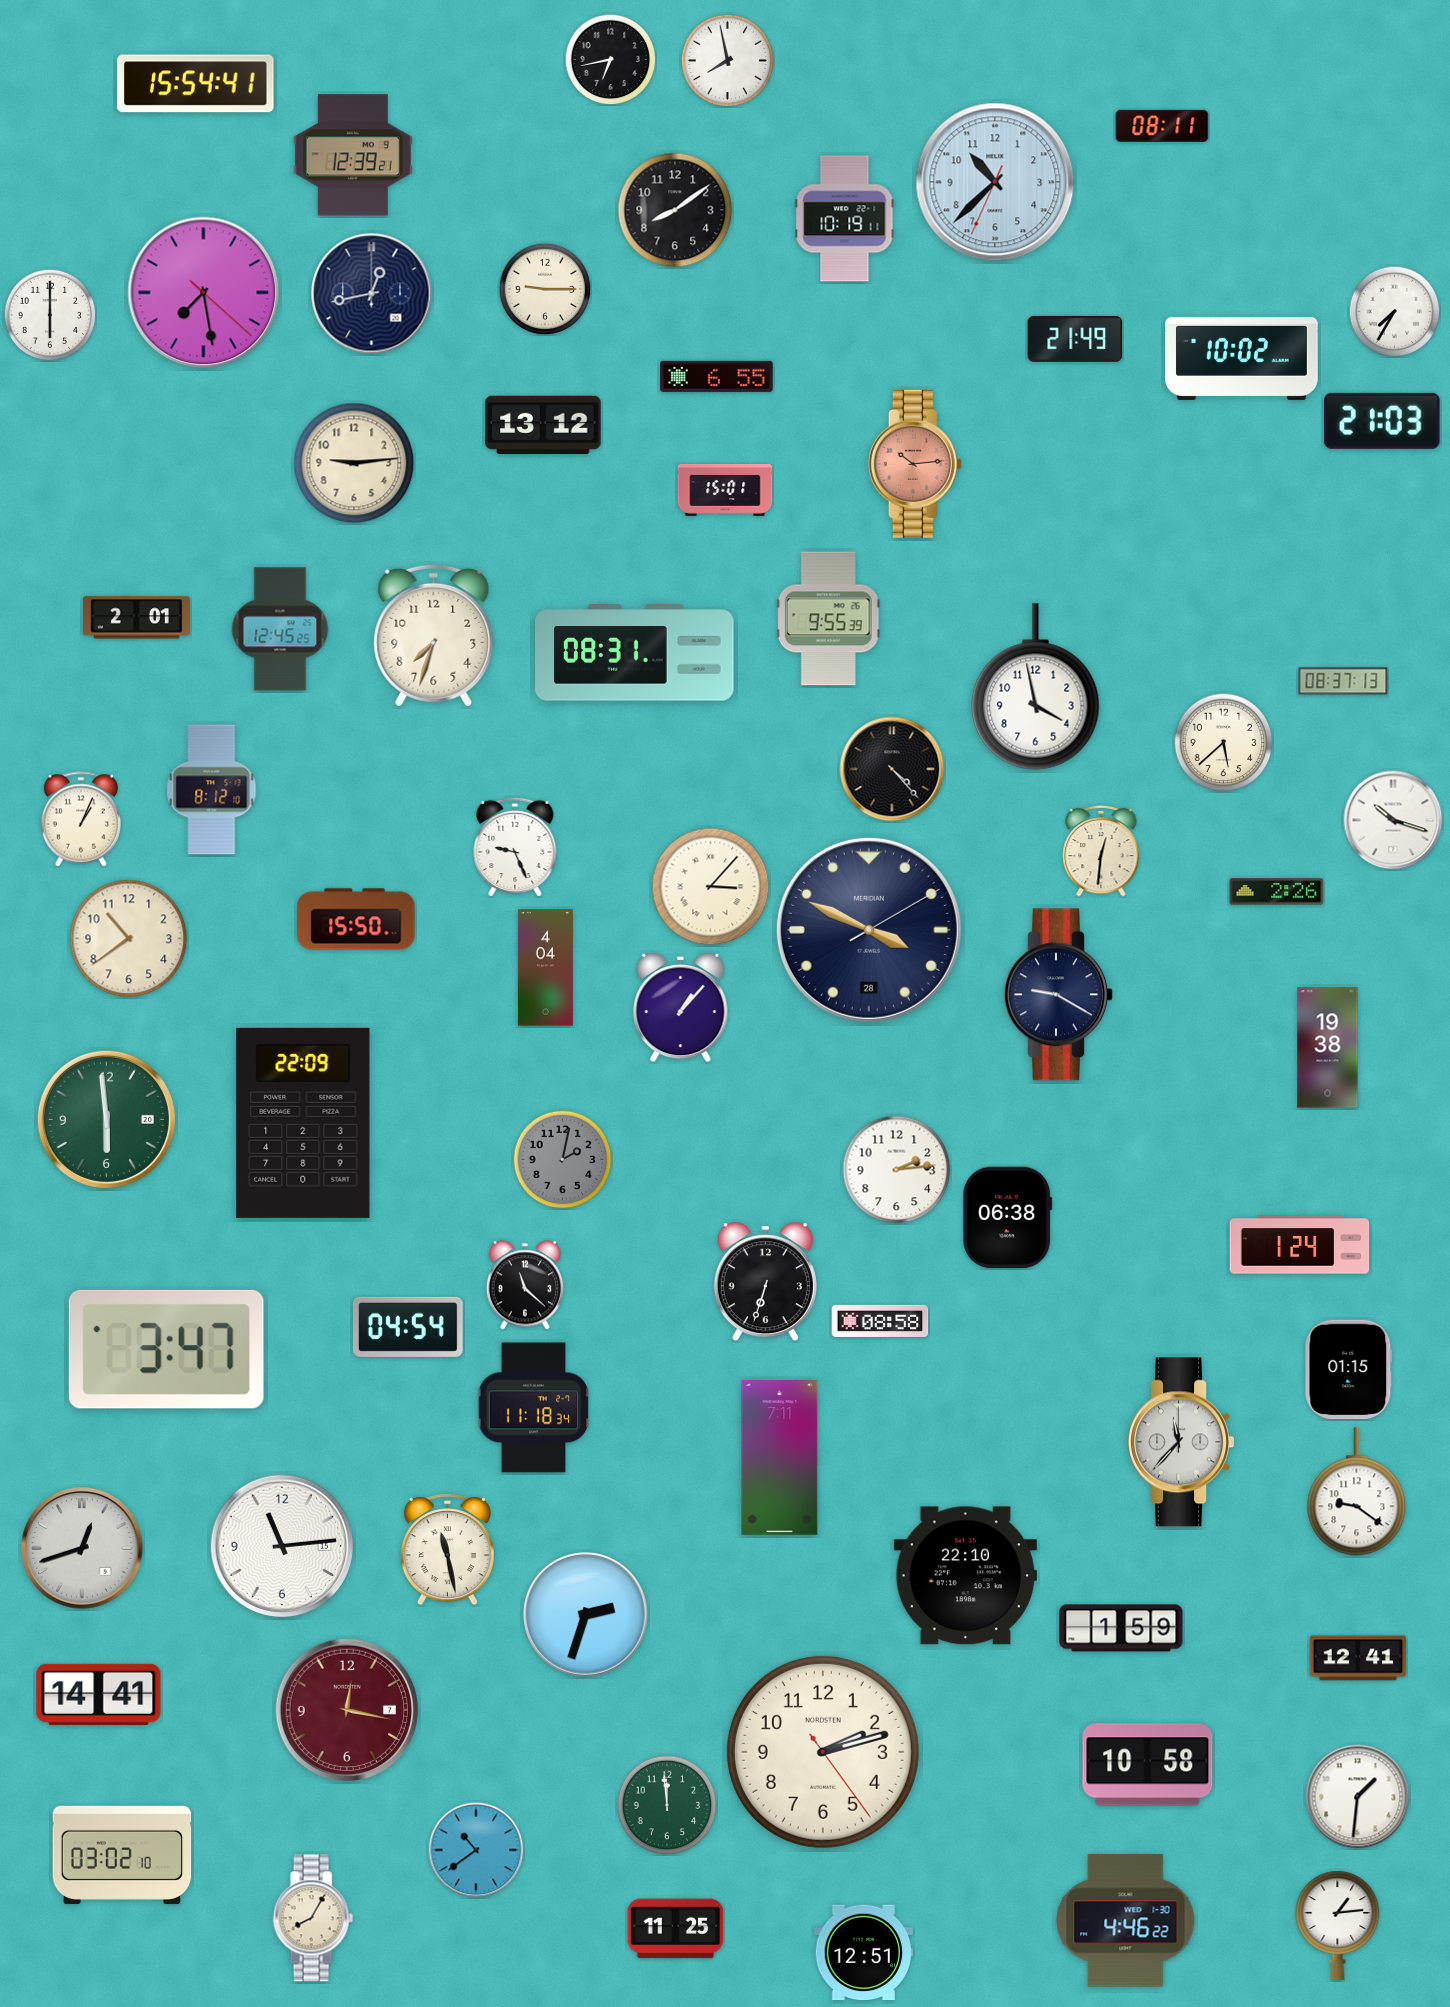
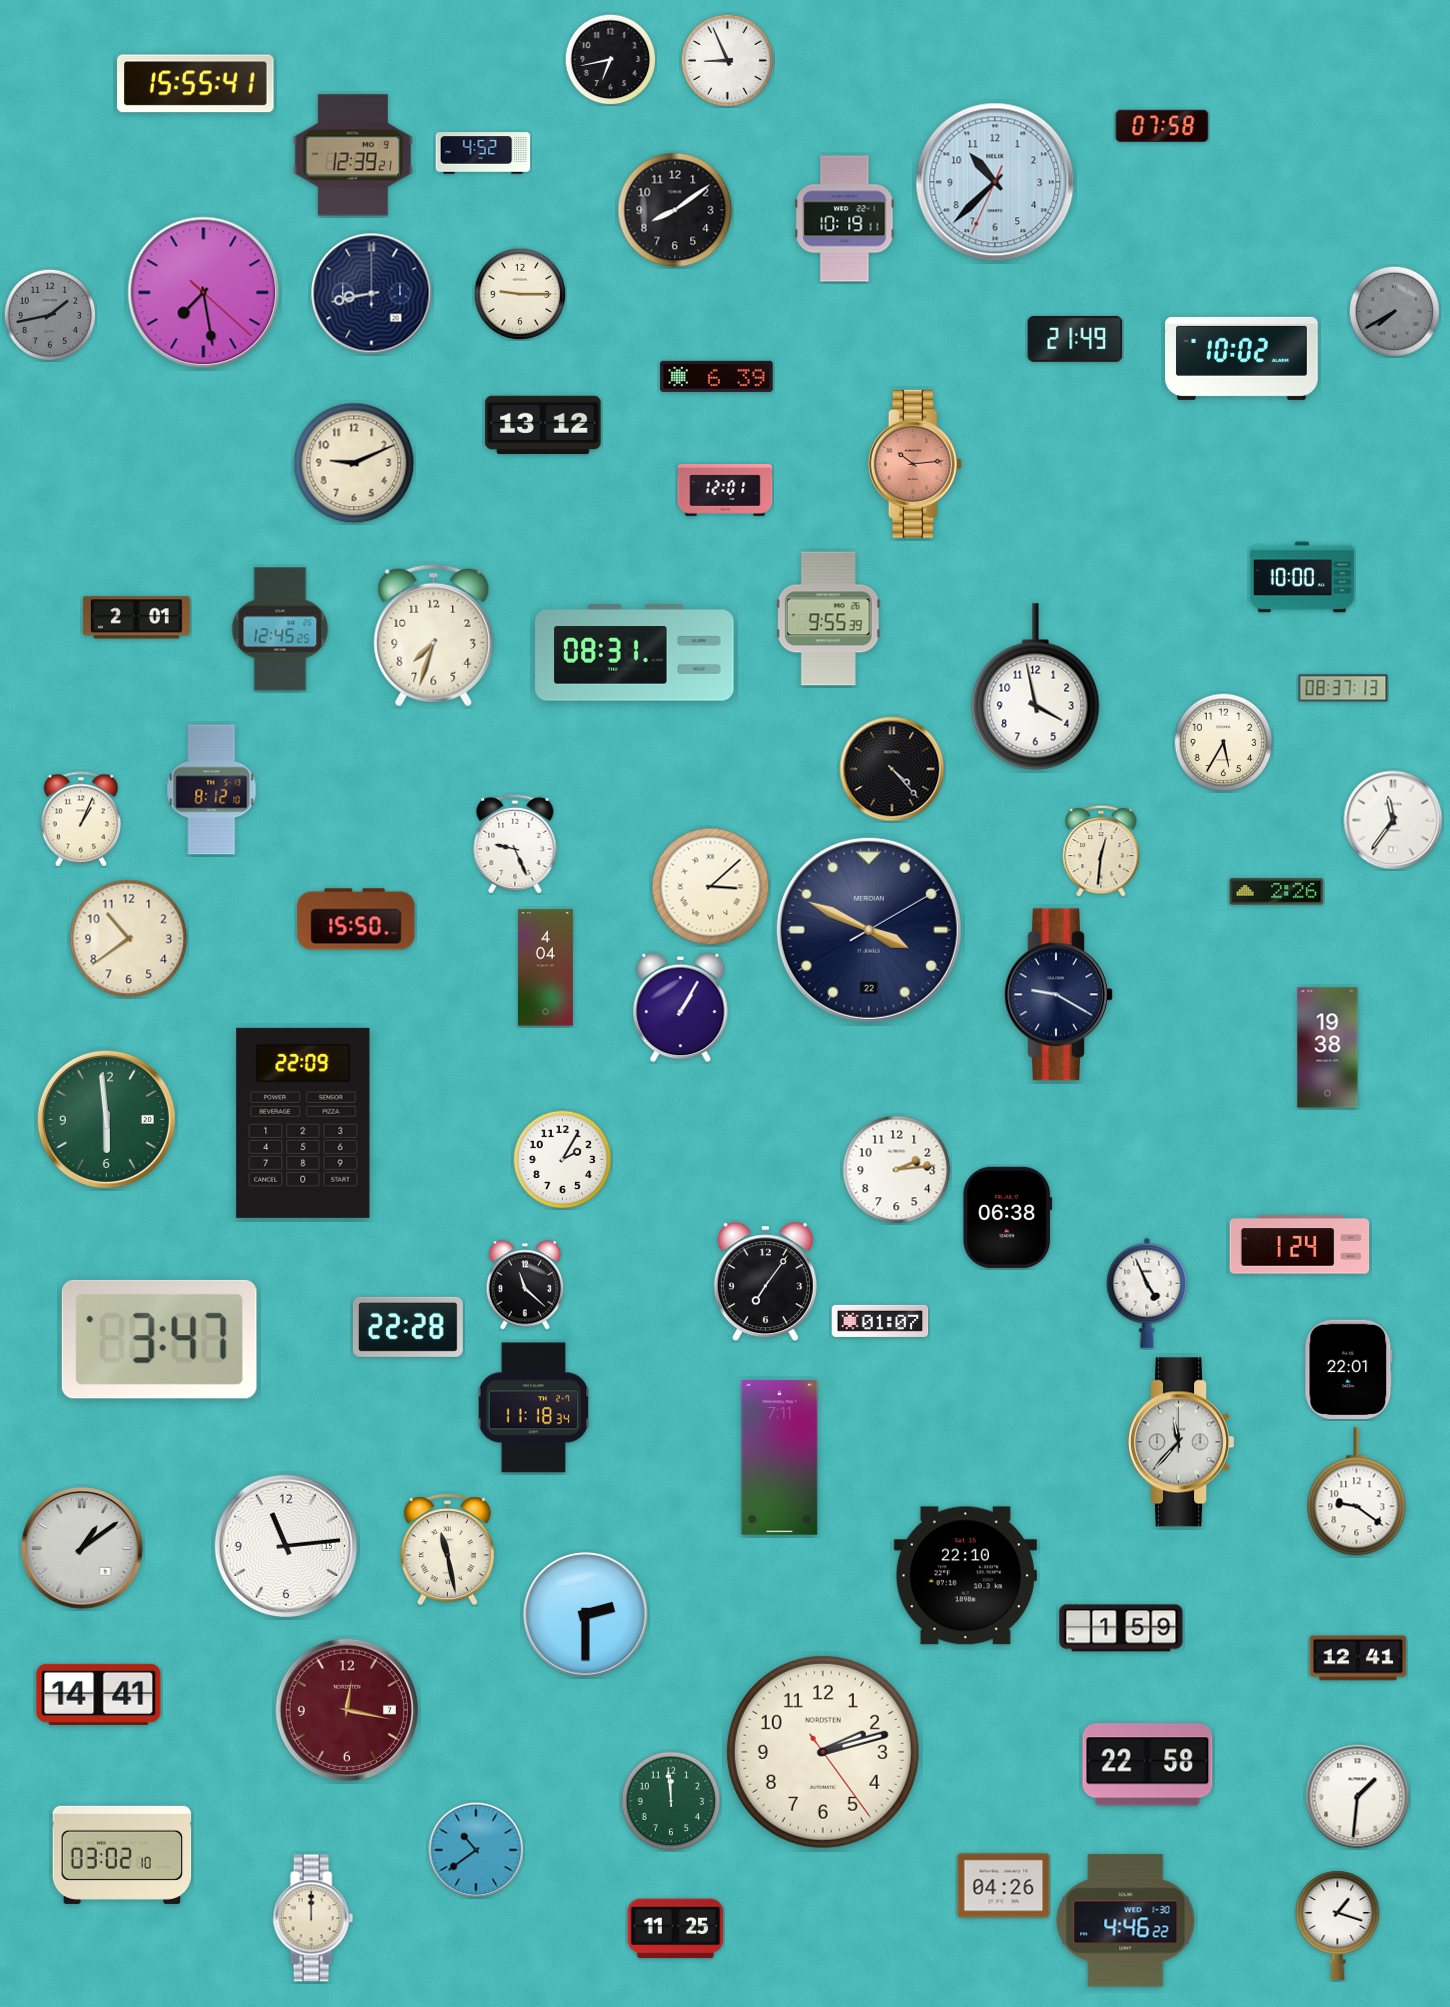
clock at (727, 60): 7:58 -> 8:56
clock at (196, 84): 15:54 -> 15:55
clock at (1162, 126): 08:11 -> 07:58
clock at (483, 153): none -> 4:52
clock at (545, 289) position: (545, 289) -> (520, 294)
clock at (372, 294): 12:43 -> 8:43
clock at (1394, 311): 7:35 -> 7:40
clock at (1394, 311) dial: white -> grey
clock at (50, 315): 6:00 -> 1:43
clock at (50, 315) dial: white -> grey
clock at (717, 376): 6:55 -> 6:39
clock at (1382, 421): 21:03 -> none
clock at (354, 463): 9:14 -> 9:11
clock at (725, 490): 15:01 -> 12:01
clock at (1302, 577): none -> 10:00
clock at (1343, 681) position: (1343, 681) -> (1343, 688)
clock at (1224, 743): 5:38 -> 5:35
clock at (1393, 820): 10:18 -> 11:36
clock at (515, 847) position: (515, 847) -> (515, 844)
clock at (711, 887): 3:07 -> 3:08
clock at (869, 930) date: 28 -> 22
clock at (681, 1008): 1:07 -> 1:05
clock at (563, 1160): 2:02 -> 2:05
clock at (563, 1160) dial: grey -> white
clock at (765, 1282): 6:33 -> 7:06
clock at (1147, 1293): none -> 4:56
clock at (880, 1321): 08:58 -> 01:07
clock at (408, 1327): 04:54 -> 22:28
clock at (166, 1349) position: (166, 1349) -> (159, 1339)
clock at (1349, 1370): 01:15 -> 22:01
clock at (282, 1546) position: (282, 1546) -> (286, 1546)
clock at (82, 1548): 12:42 -> 1:09
clock at (586, 1615): 2:33 -> 2:30
clock at (1148, 1765): 10:58 -> 22:58
clock at (667, 1805) position: (667, 1805) -> (671, 1801)
clock at (1004, 1886): none -> 04:26
clock at (313, 1918): 8:05 -> 12:00
clock at (1338, 1925): 1:14 -> 1:18
clock at (864, 1953): 12:51 -> none
